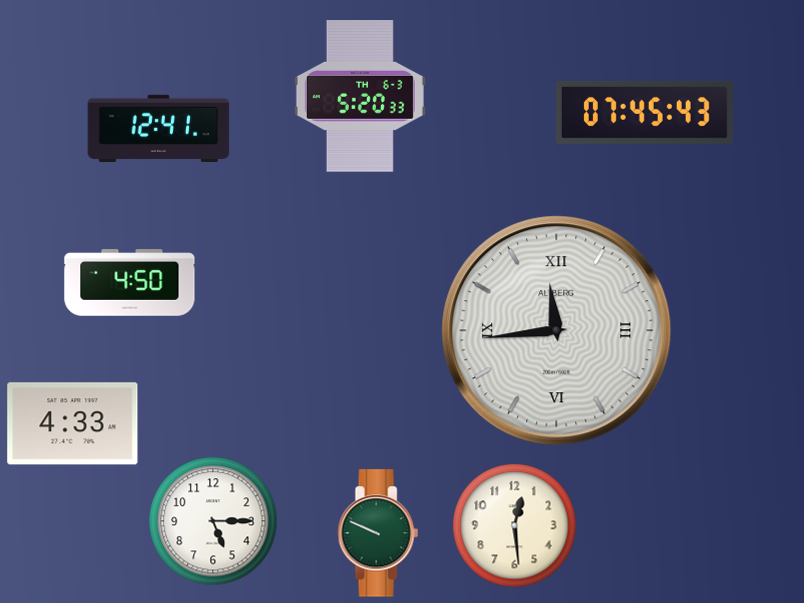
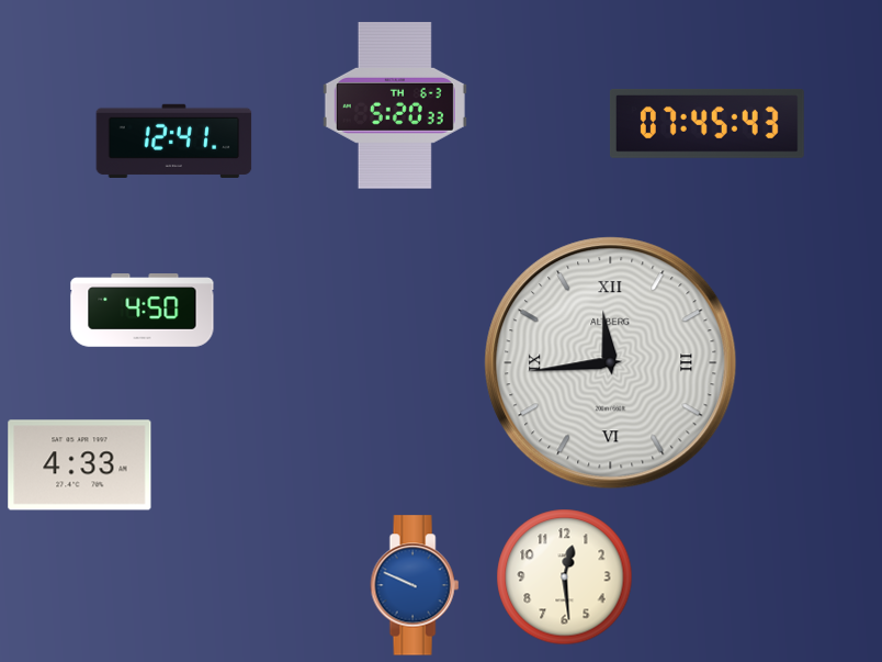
clock at (213, 521): 5:15 -> none
clock at (378, 533) dial: green -> blue
